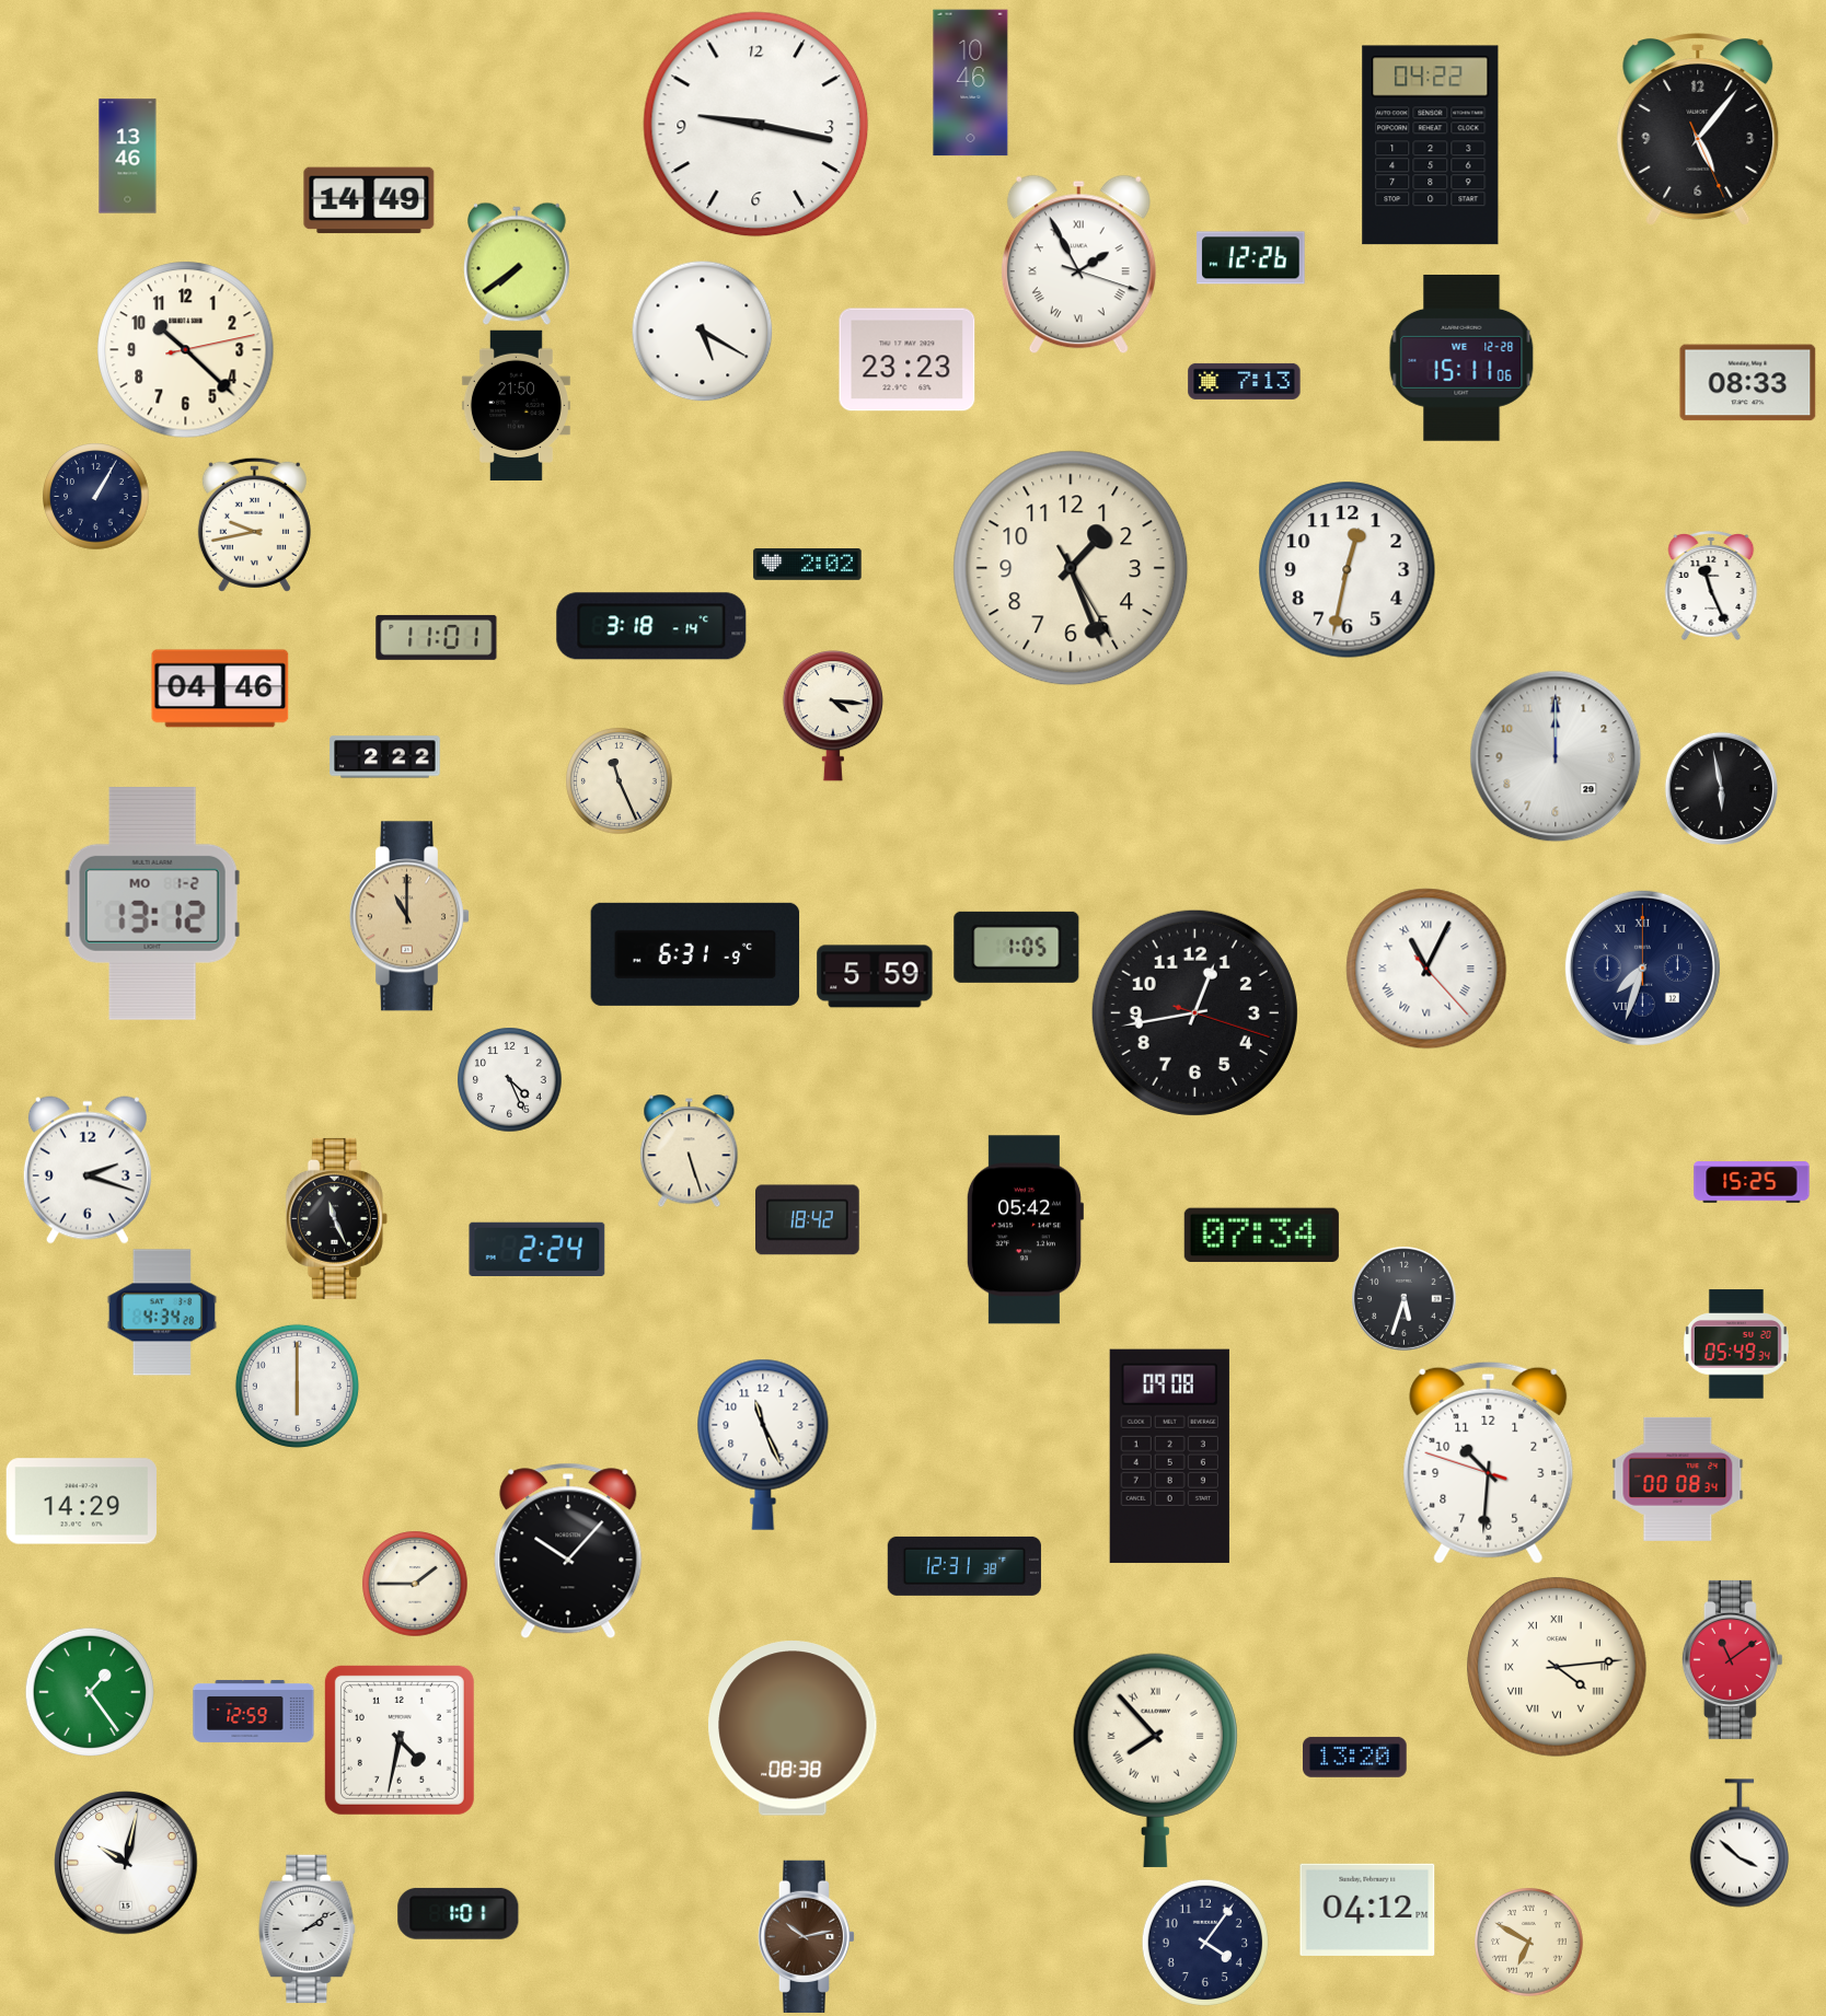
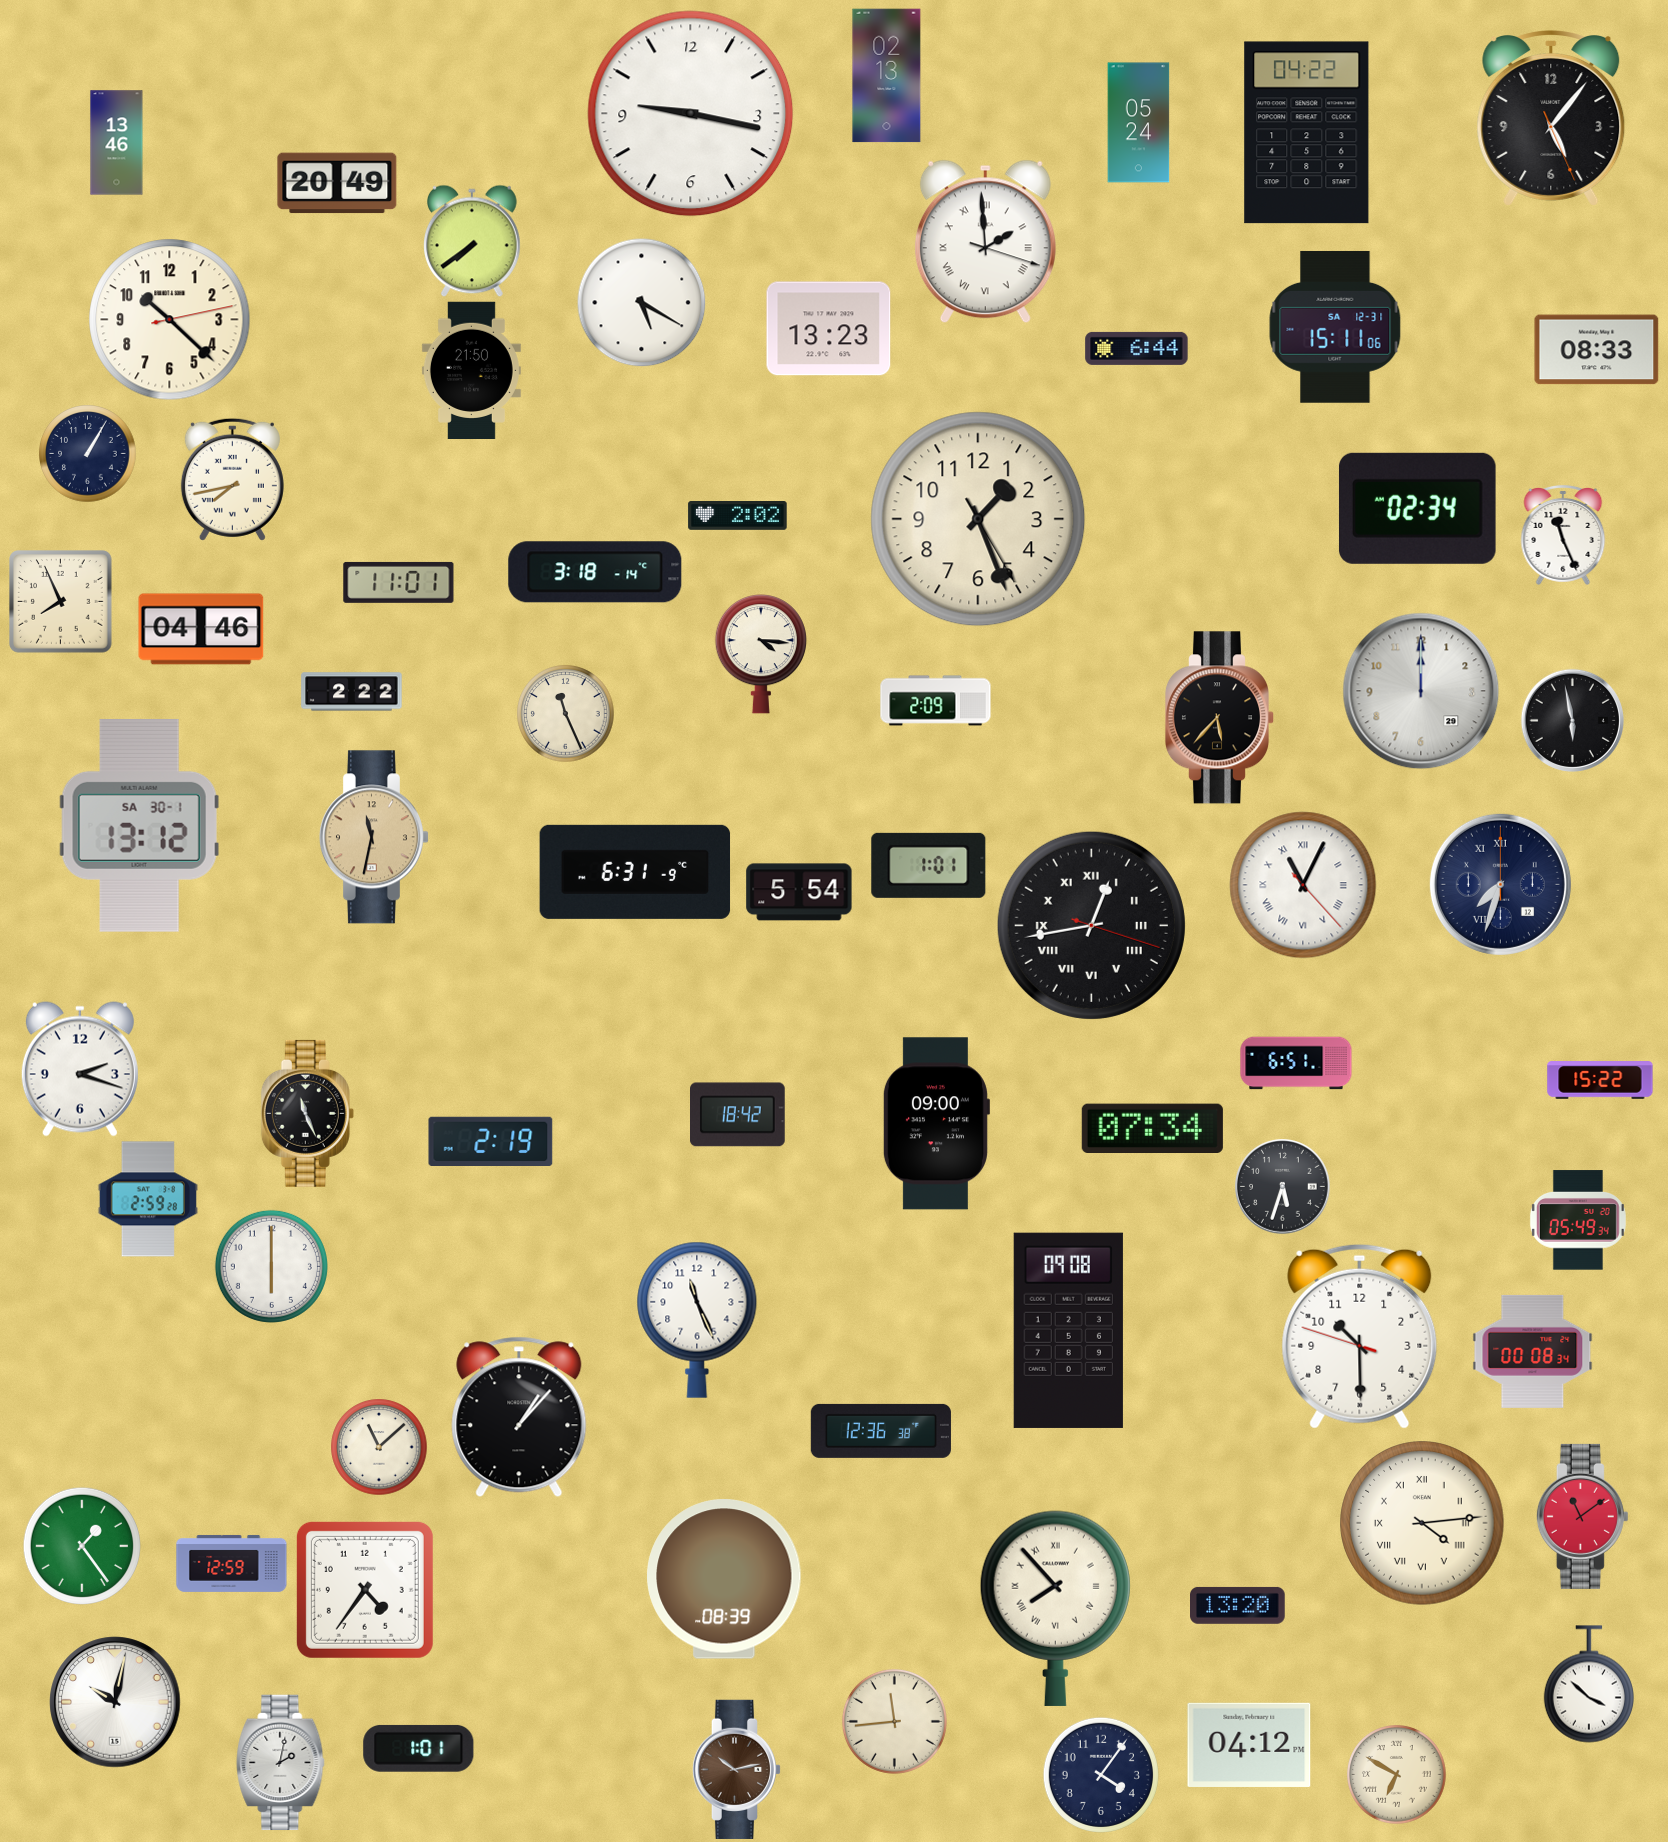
clock at (971, 83): 10:46 -> 02:13
clock at (1139, 123): none -> 05:24
clock at (369, 200): 14:49 -> 20:49
clock at (1251, 258): 12:26 -> none
clock at (1078, 265): 1:55 -> 1:59
clock at (1461, 358) date: WE 12-28 -> SA 12-31
clock at (908, 360): 23:23 -> 13:23
clock at (1245, 381): 7:13 -> 6:44
clock at (254, 524): 9:43 -> 7:43
clock at (1417, 508): none -> 02:34
clock at (1348, 570): 12:32 -> none
clock at (61, 602): none -> 7:56
clock at (936, 701): none -> 2:09
clock at (1219, 718): none -> 5:37
clock at (152, 903) date: MO 1-2 -> SA 30-1
clock at (409, 916): 11:00 -> 11:32
clock at (1017, 947): 1:05 -> 1:01
clock at (875, 976): 5:59 -> 5:54
clock at (1194, 1012) numerals: Arabic -> Roman
clock at (509, 1079): 4:26 -> none
clock at (690, 1150): 5:27 -> none
clock at (1296, 1063): none -> 6:51
clock at (1752, 1182): 15:25 -> 15:22
clock at (1025, 1230): 05:42 -> 09:00
clock at (538, 1249): 2:24 -> 2:19
clock at (162, 1312): 4:34 -> 2:59
clock at (1736, 1344) position: (1736, 1344) -> (1578, 1220)
clock at (1489, 1462): 10:30 -> 10:29
clock at (81, 1502): 14:29 -> none
clock at (568, 1551): 10:07 -> 1:07
clock at (964, 1566): 12:31 -> 12:36
clock at (415, 1584): 1:45 -> 11:08
clock at (793, 1728): 08:38 -> 08:39
clock at (400, 1740): 4:32 -> 4:36
clock at (894, 1721): none -> 11:44
clock at (308, 1930): 2:09 -> 2:02
